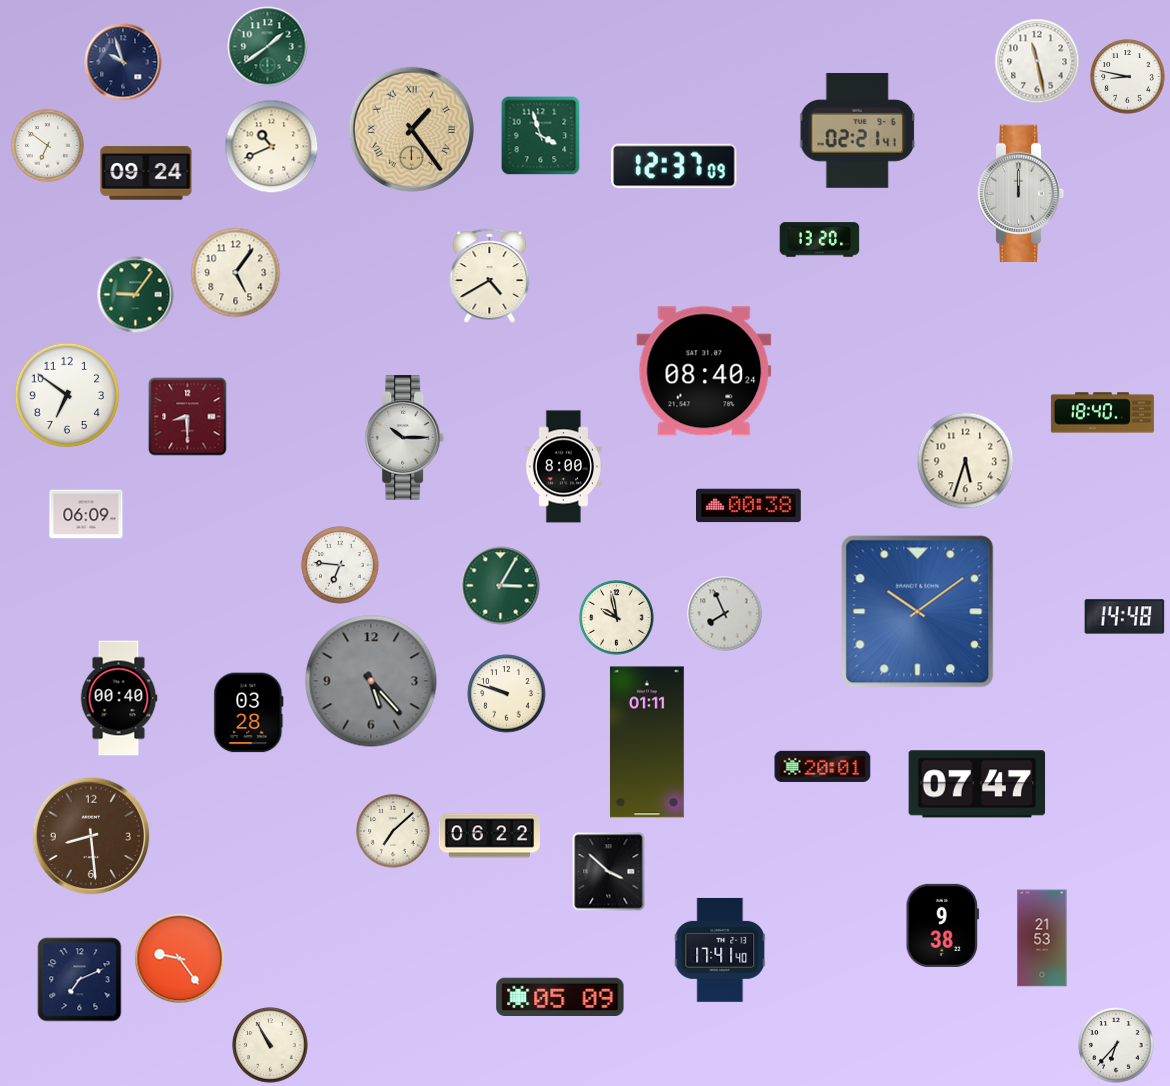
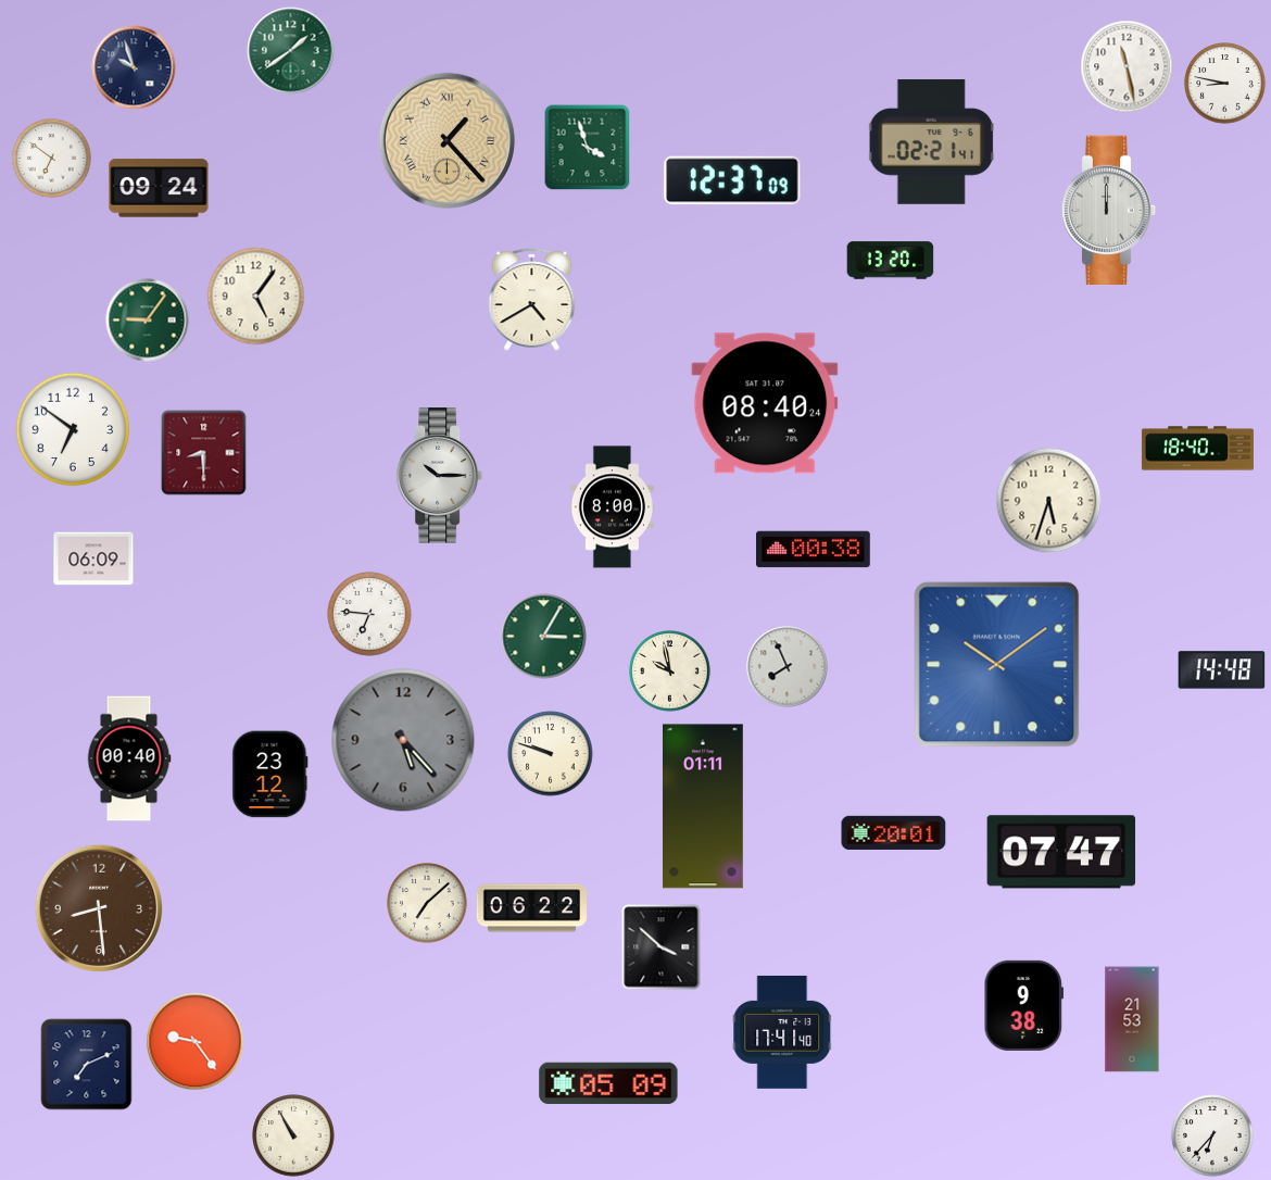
clock at (411, 129): 1:24 -> 1:23
clock at (272, 147): 10:41 -> none
clock at (249, 713): 03:28 -> 23:12
